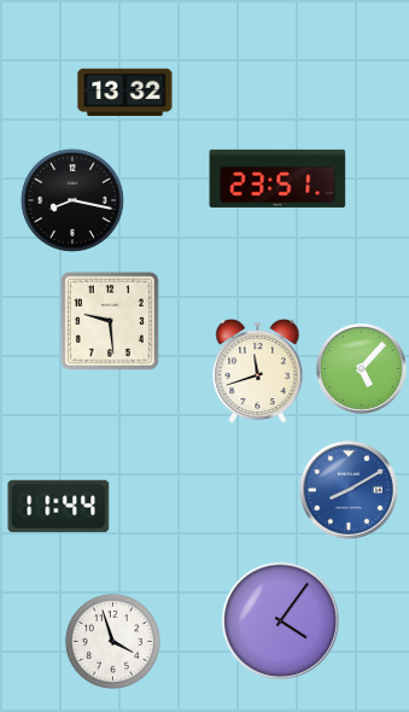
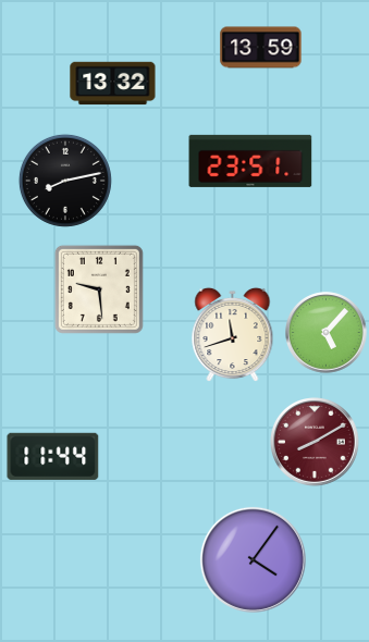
clock at (261, 48): none -> 13:59
clock at (72, 200): 8:17 -> 8:13
clock at (350, 491) dial: blue -> burgundy
clock at (112, 641): 3:57 -> none
